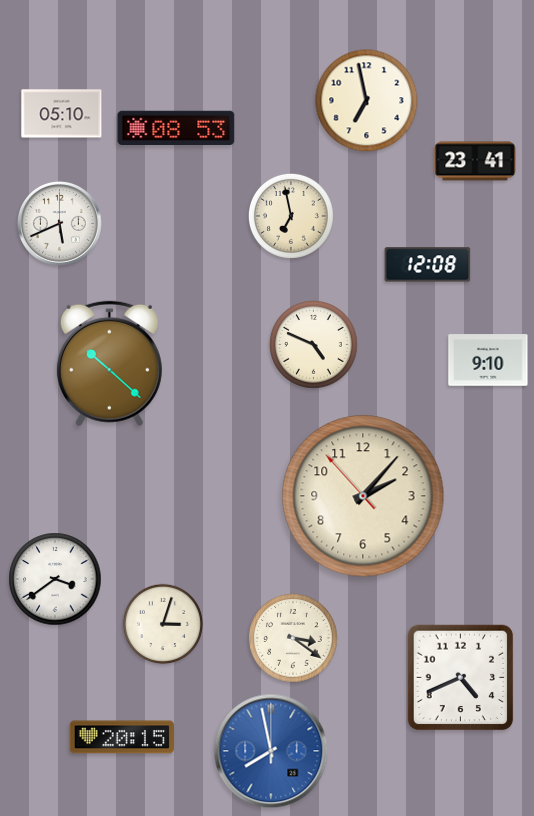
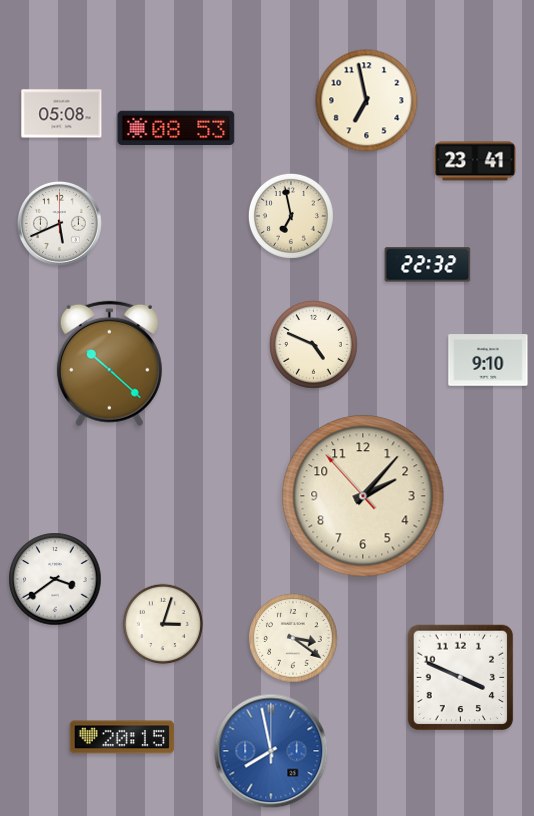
clock at (62, 114): 05:10 -> 05:08
clock at (428, 265): 12:08 -> 22:32
clock at (461, 678): 4:41 -> 3:49
